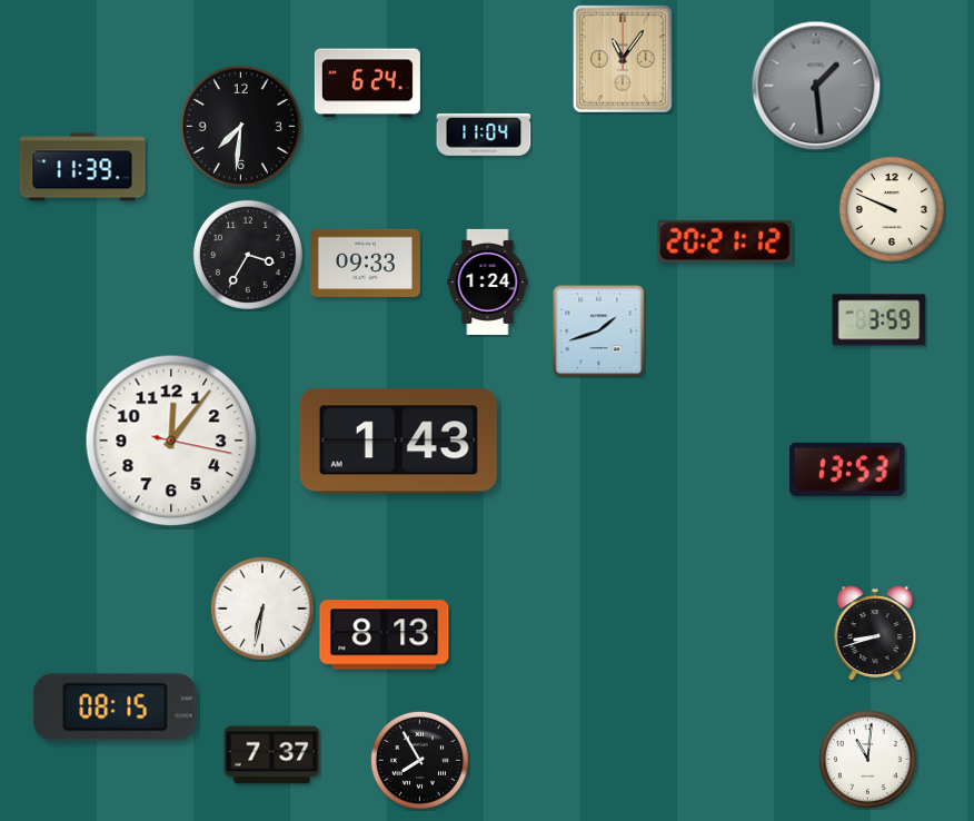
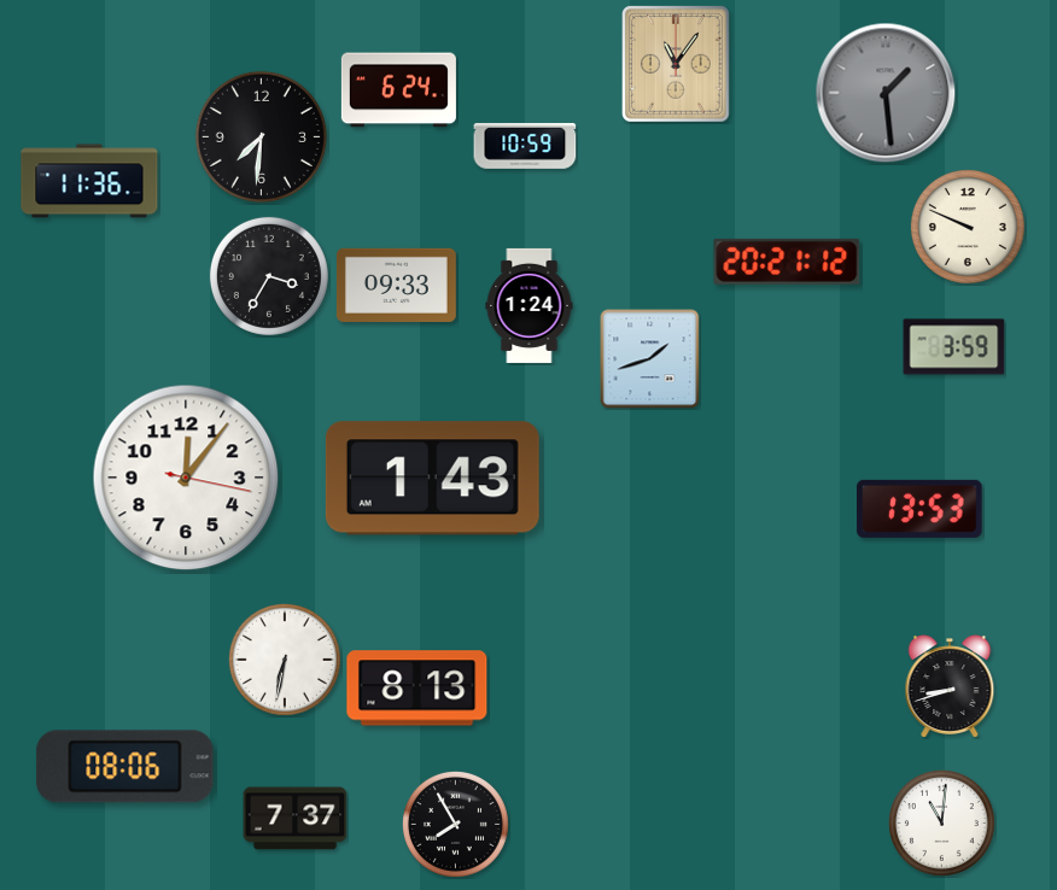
clock at (484, 135): 11:04 -> 10:59
clock at (82, 167): 11:39 -> 11:36
clock at (116, 708): 08:15 -> 08:06
